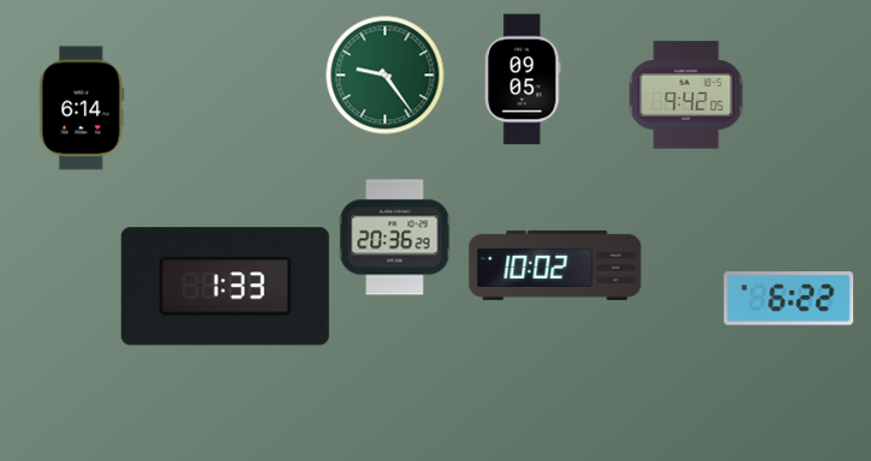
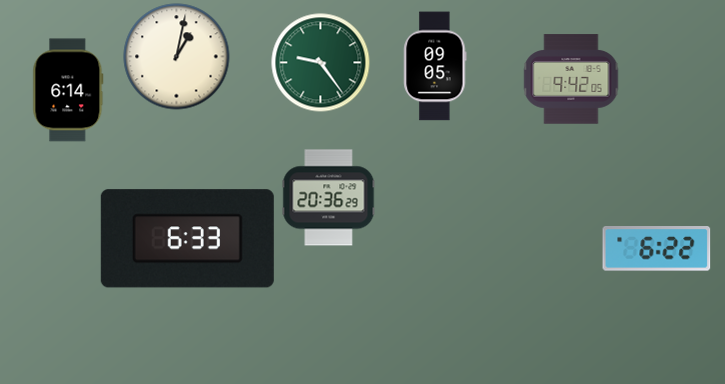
clock at (177, 57): none -> 1:02
clock at (555, 265): 10:02 -> none
clock at (225, 287): 1:33 -> 6:33
